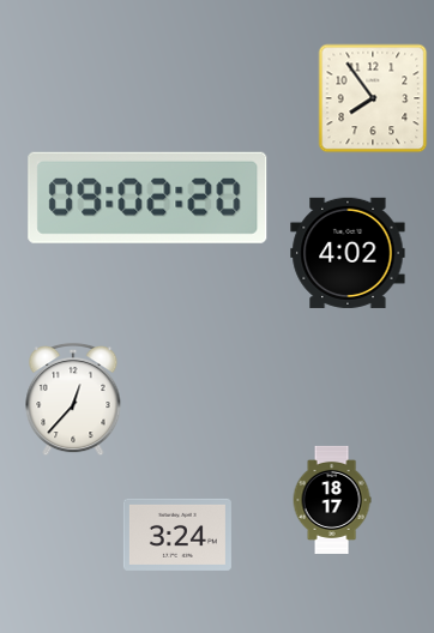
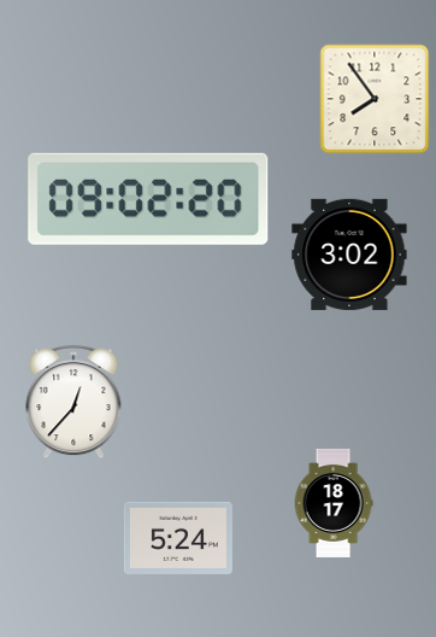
clock at (348, 253): 4:02 -> 3:02
clock at (177, 535): 3:24 -> 5:24
